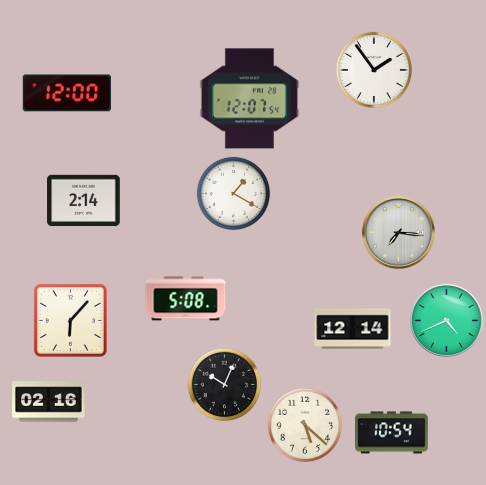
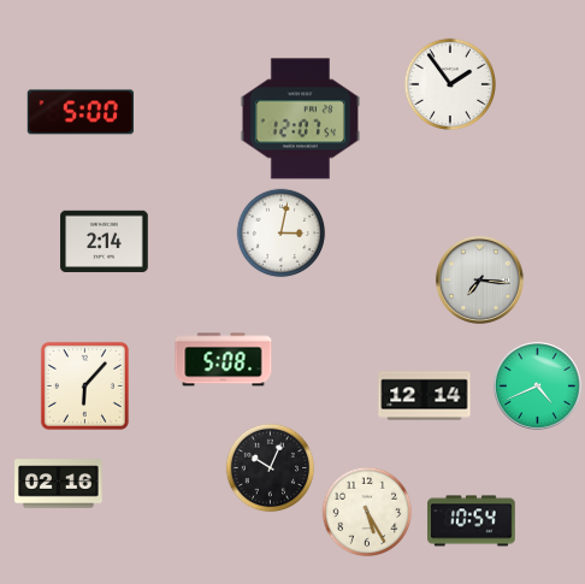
clock at (67, 93): 12:00 -> 5:00
clock at (234, 194): 1:20 -> 3:02
clock at (84, 201) position: (84, 201) -> (105, 242)
clock at (225, 385) position: (225, 385) -> (271, 468)
clock at (305, 425): 5:22 -> 5:25
